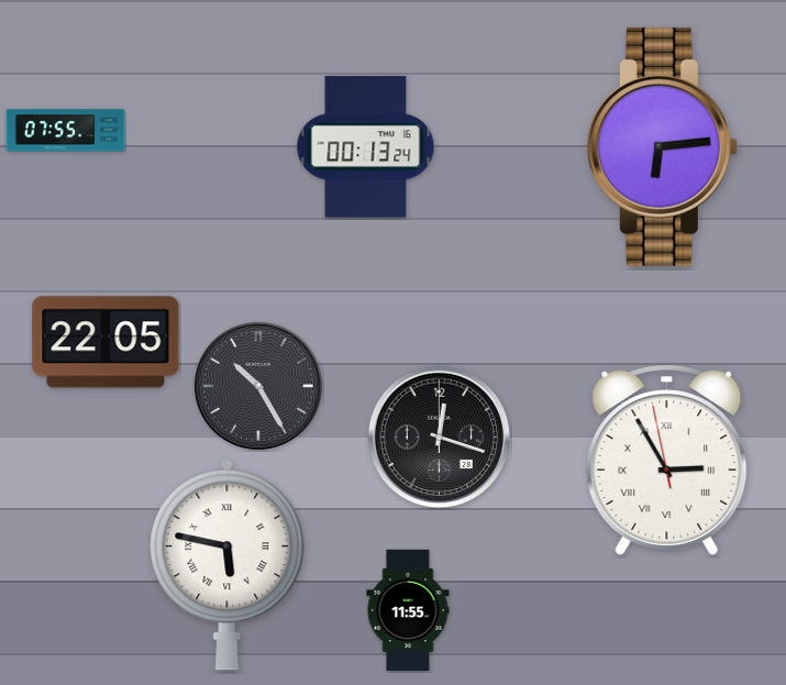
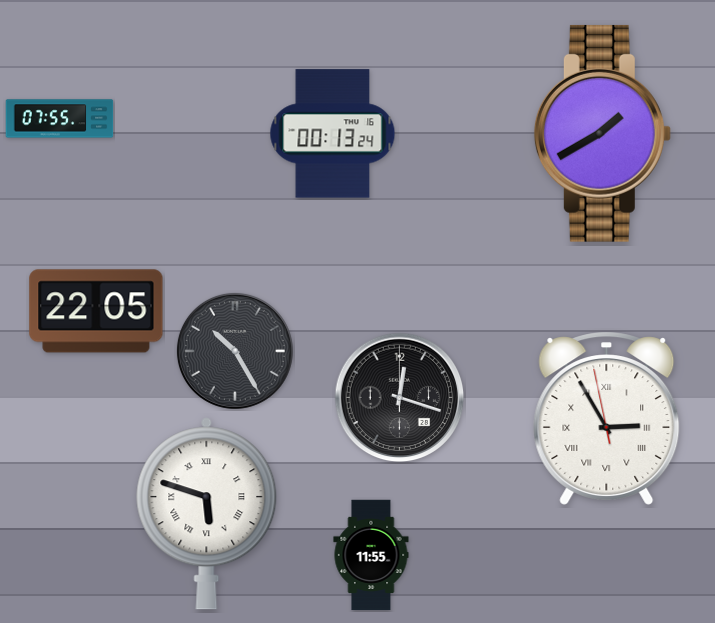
clock at (662, 146): 6:14 -> 1:40
clock at (228, 565): 5:47 -> 5:48
